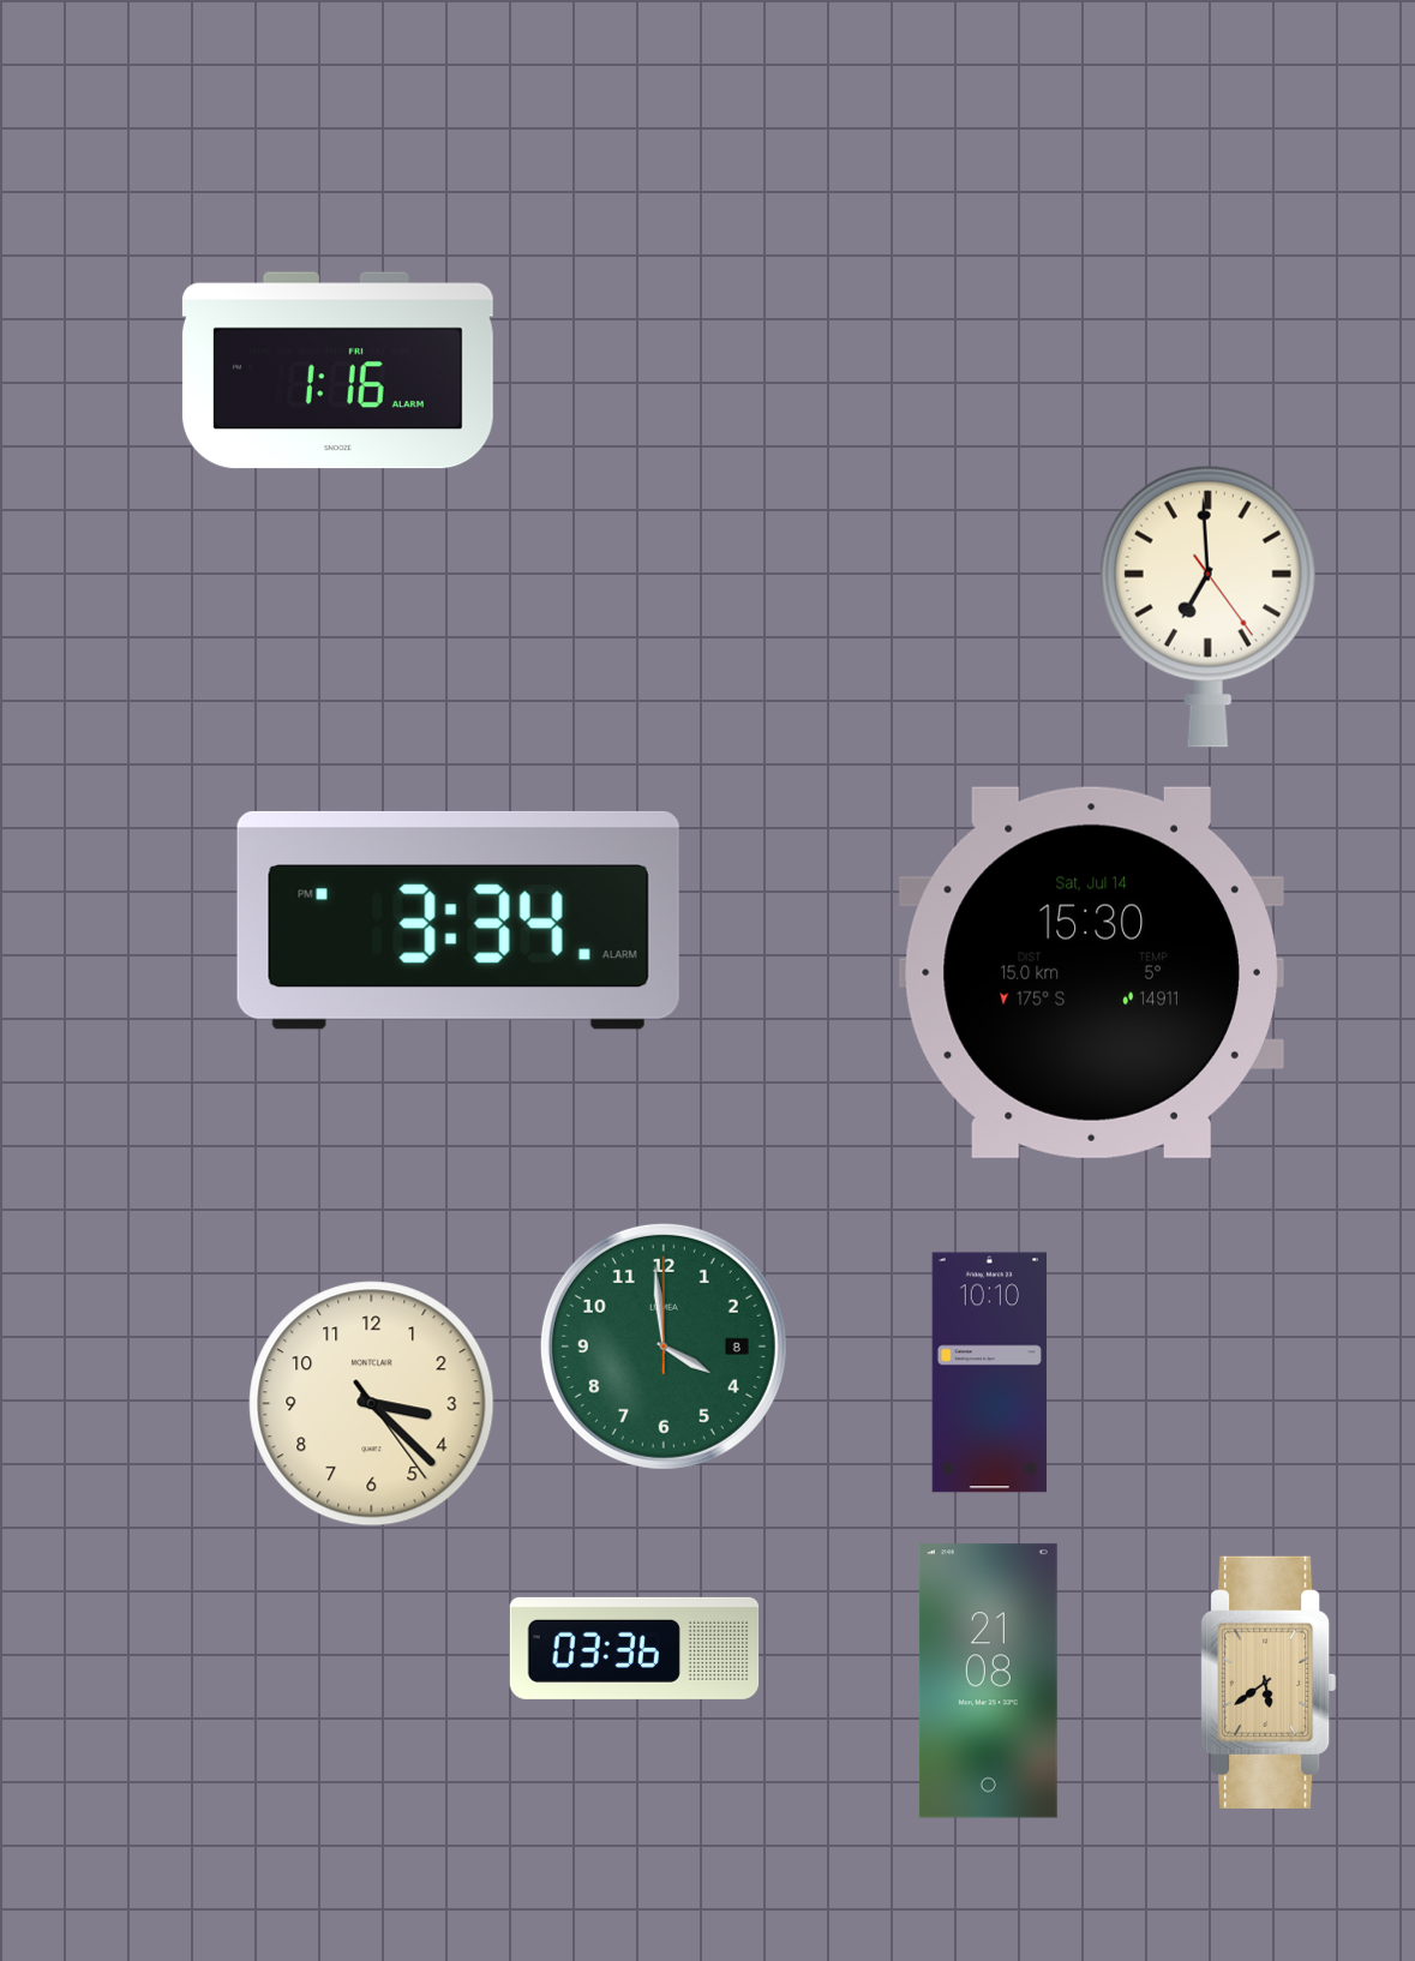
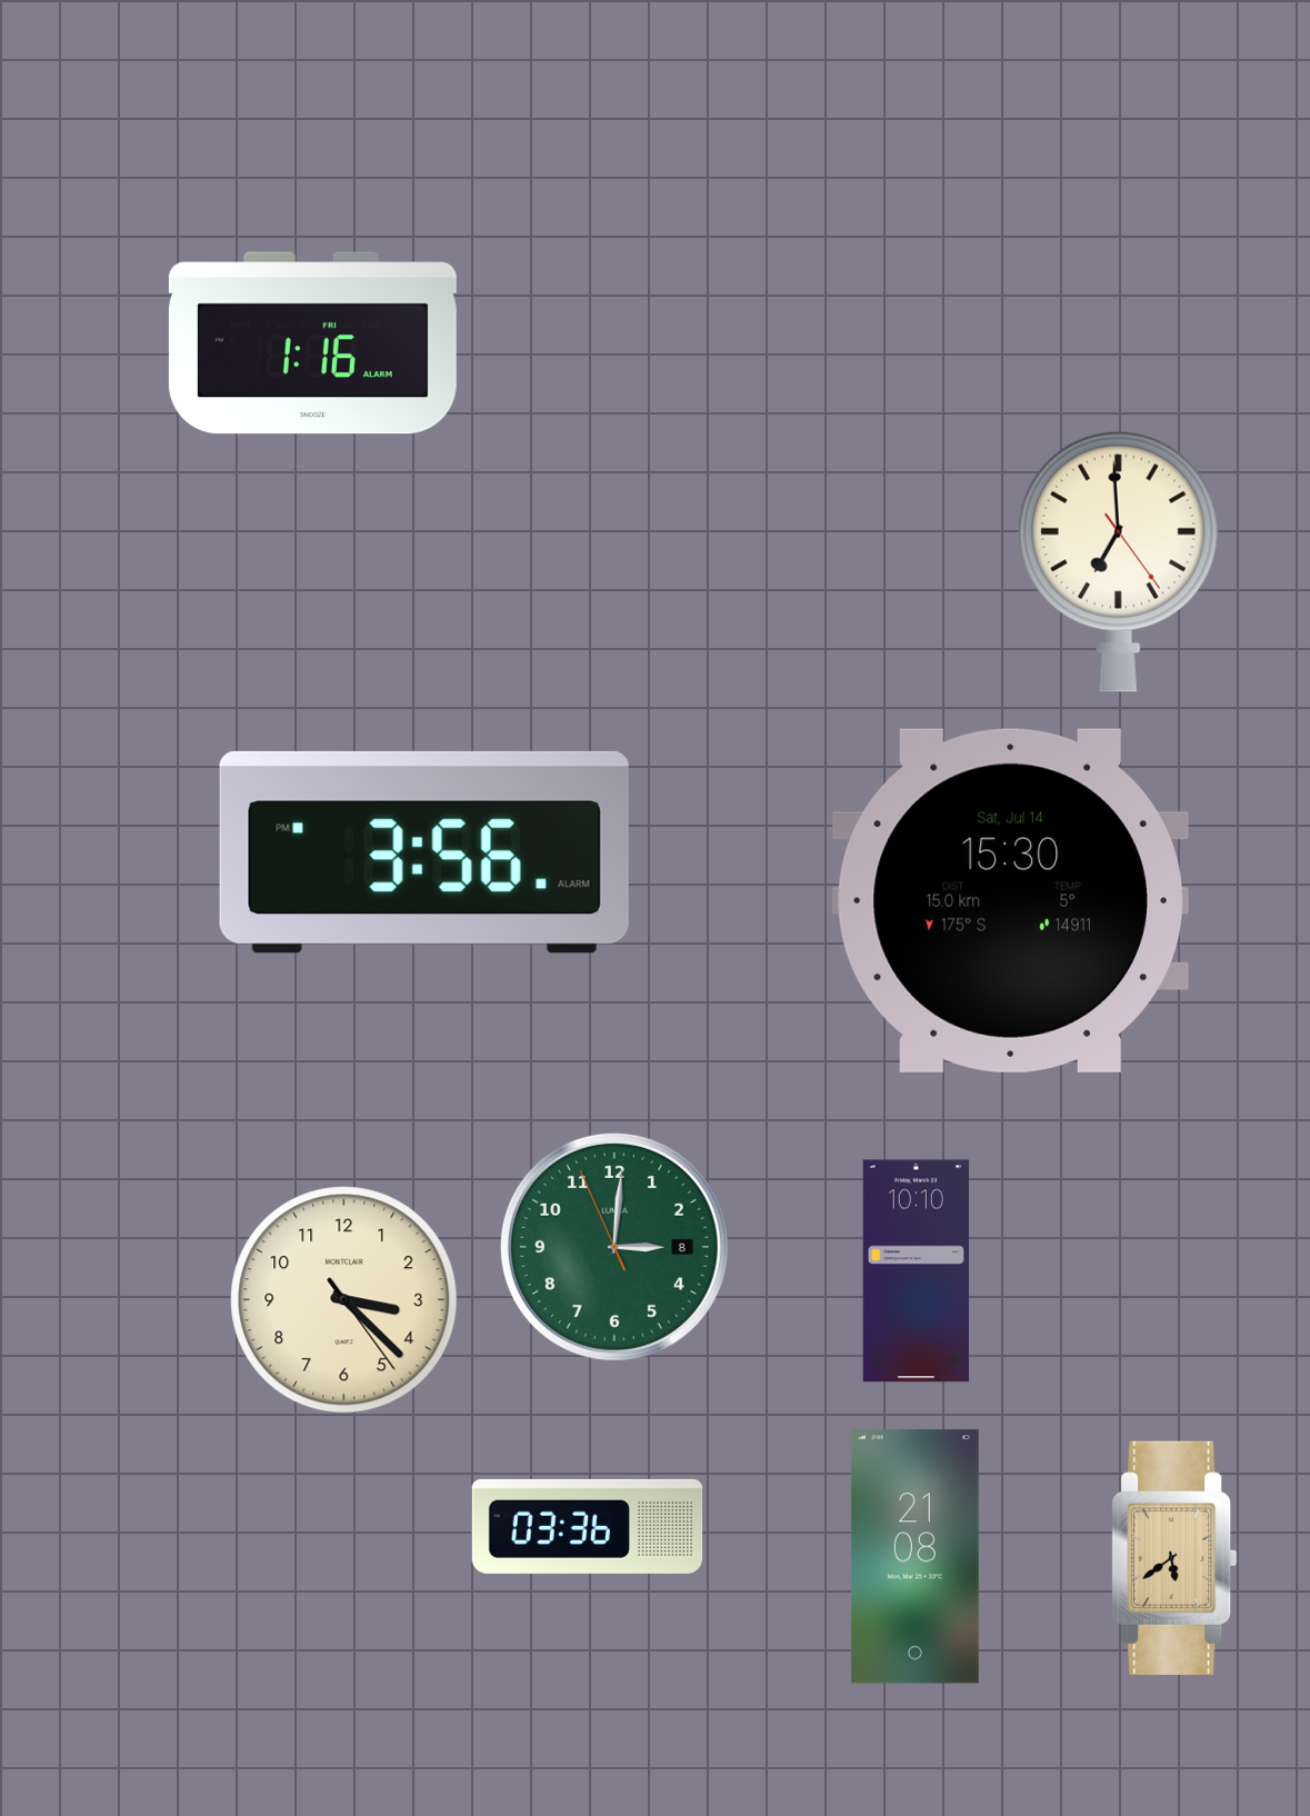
clock at (458, 920): 3:34 -> 3:56
clock at (664, 1347): 3:59 -> 3:00
